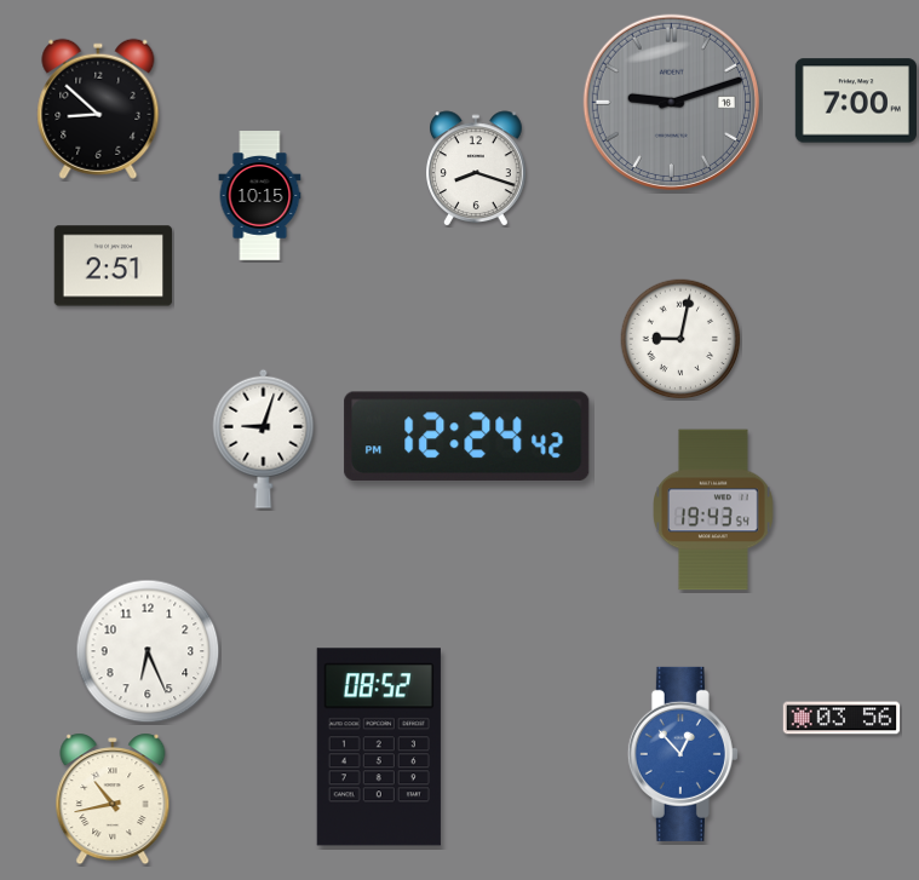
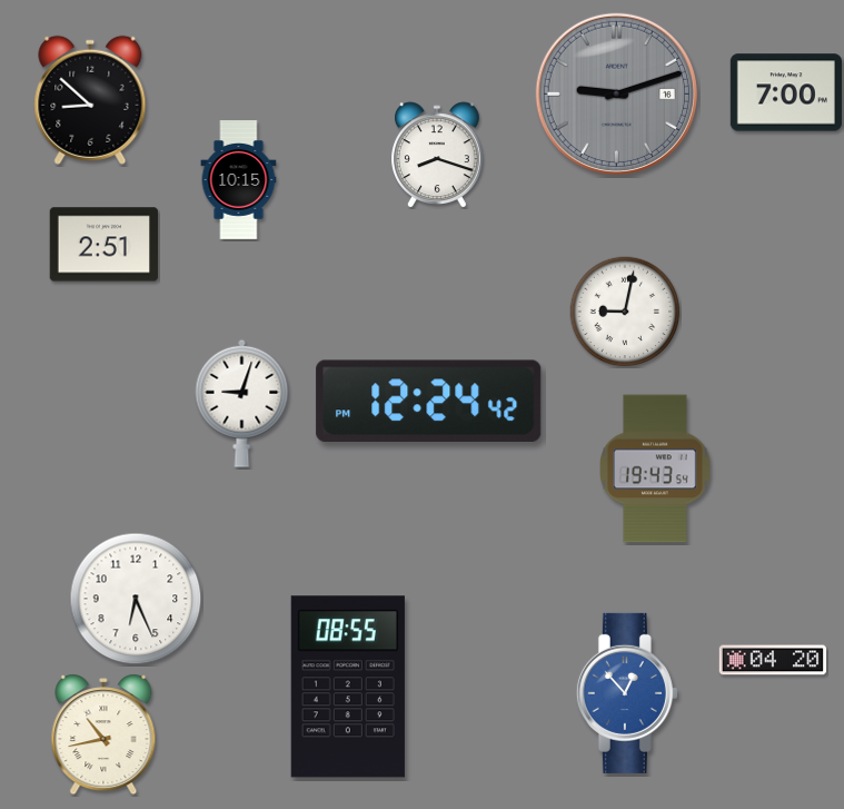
clock at (842, 718): 03:56 -> 04:20
clock at (379, 747): 08:52 -> 08:55
